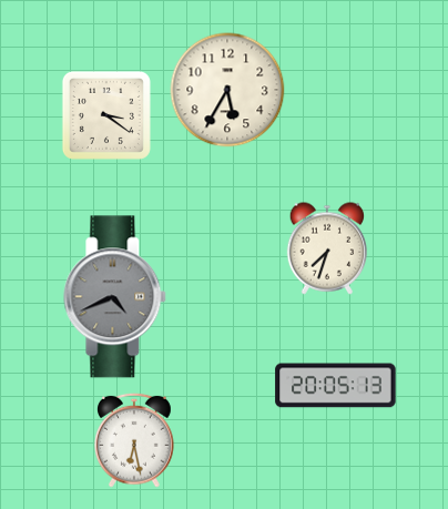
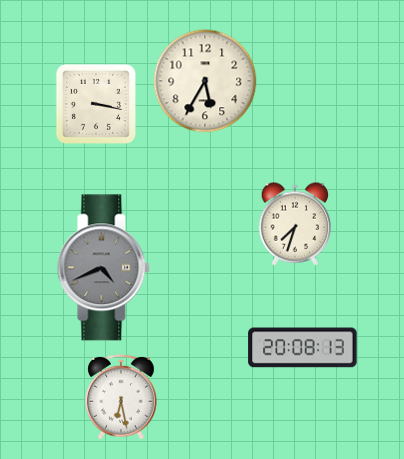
clock at (106, 115): 3:21 -> 3:17
clock at (336, 386): 20:05 -> 20:08
